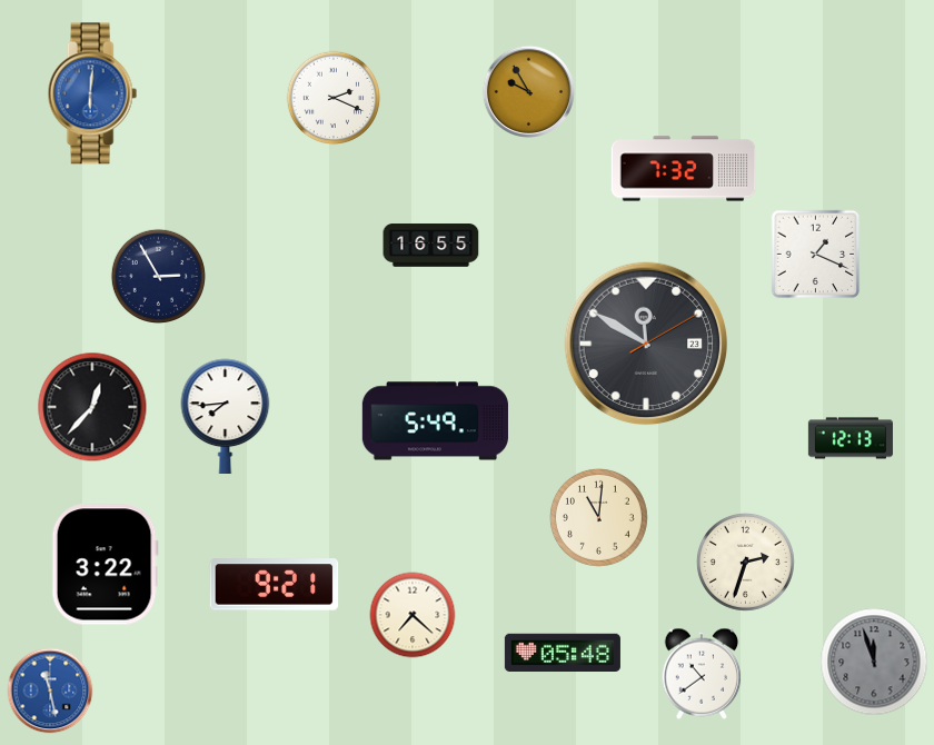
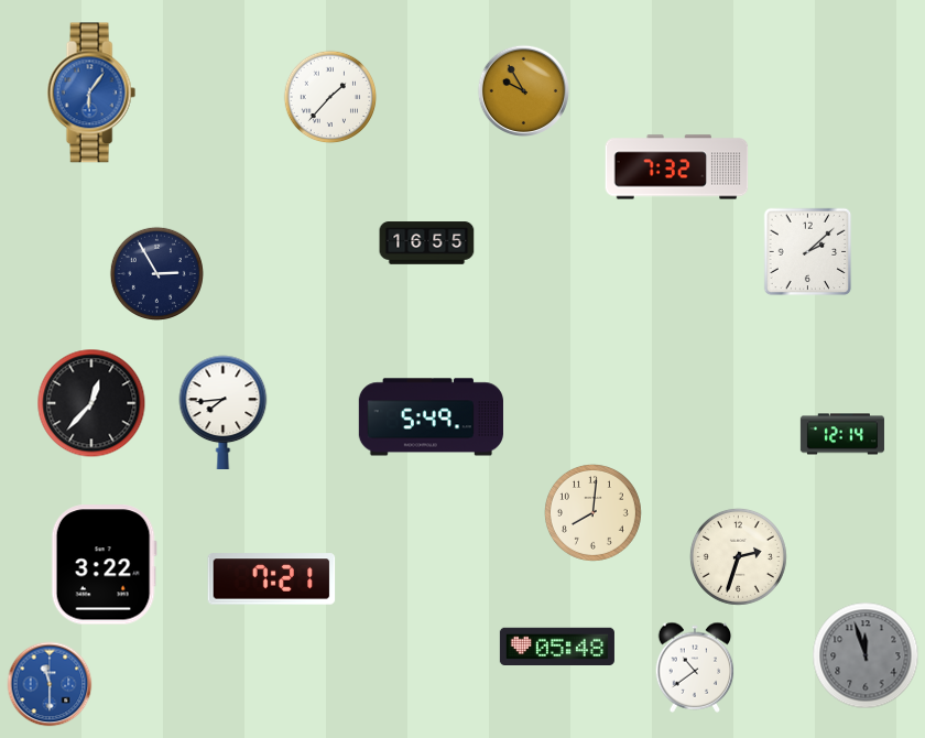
clock at (92, 93): 6:01 -> 6:06
clock at (334, 98): 2:19 -> 1:37
clock at (816, 255): 1:19 -> 2:08
clock at (646, 344): 11:50 -> none
clock at (851, 438): 12:13 -> 12:14
clock at (598, 517): 11:01 -> 8:01
clock at (105, 565) position: (105, 565) -> (104, 565)
clock at (275, 585): 9:21 -> 7:21
clock at (413, 615): 7:22 -> none
clock at (50, 691): 11:28 -> 11:30
